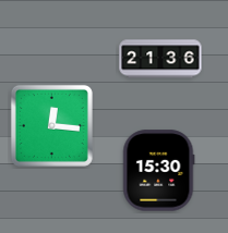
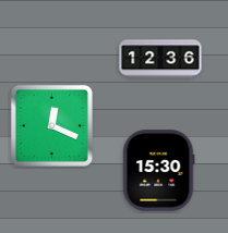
clock at (160, 59): 21:36 -> 12:36
clock at (51, 125): 12:16 -> 12:19
